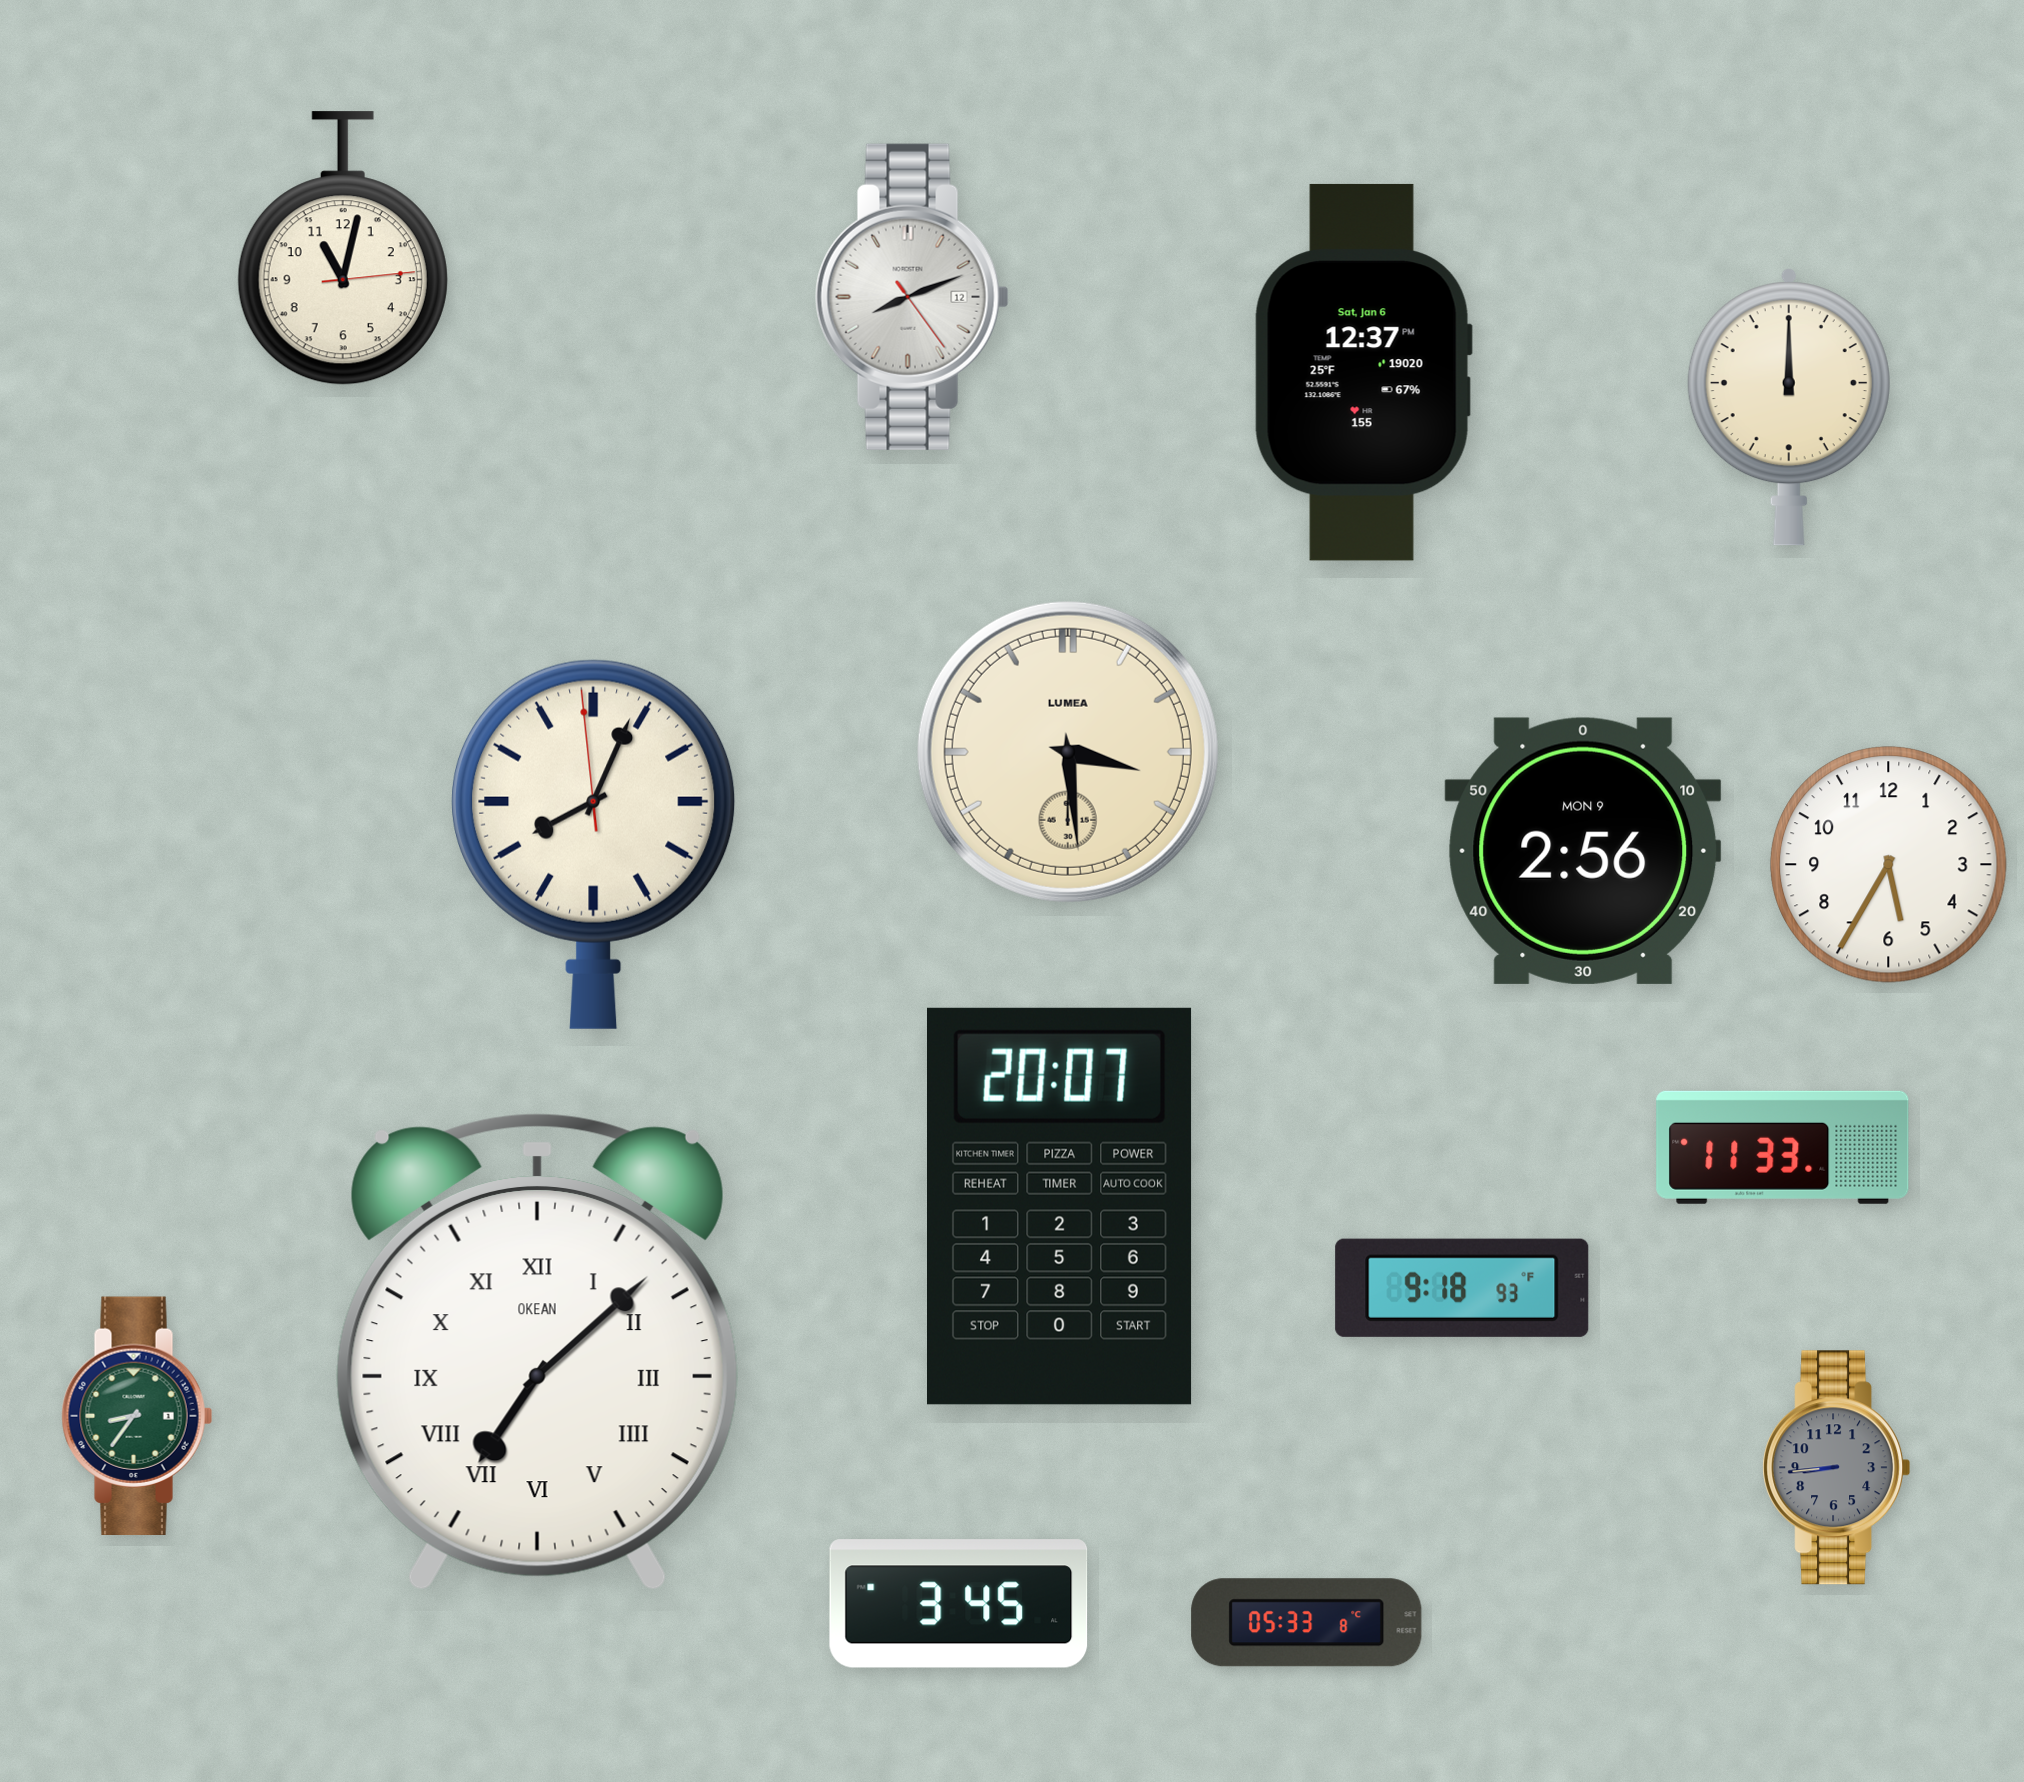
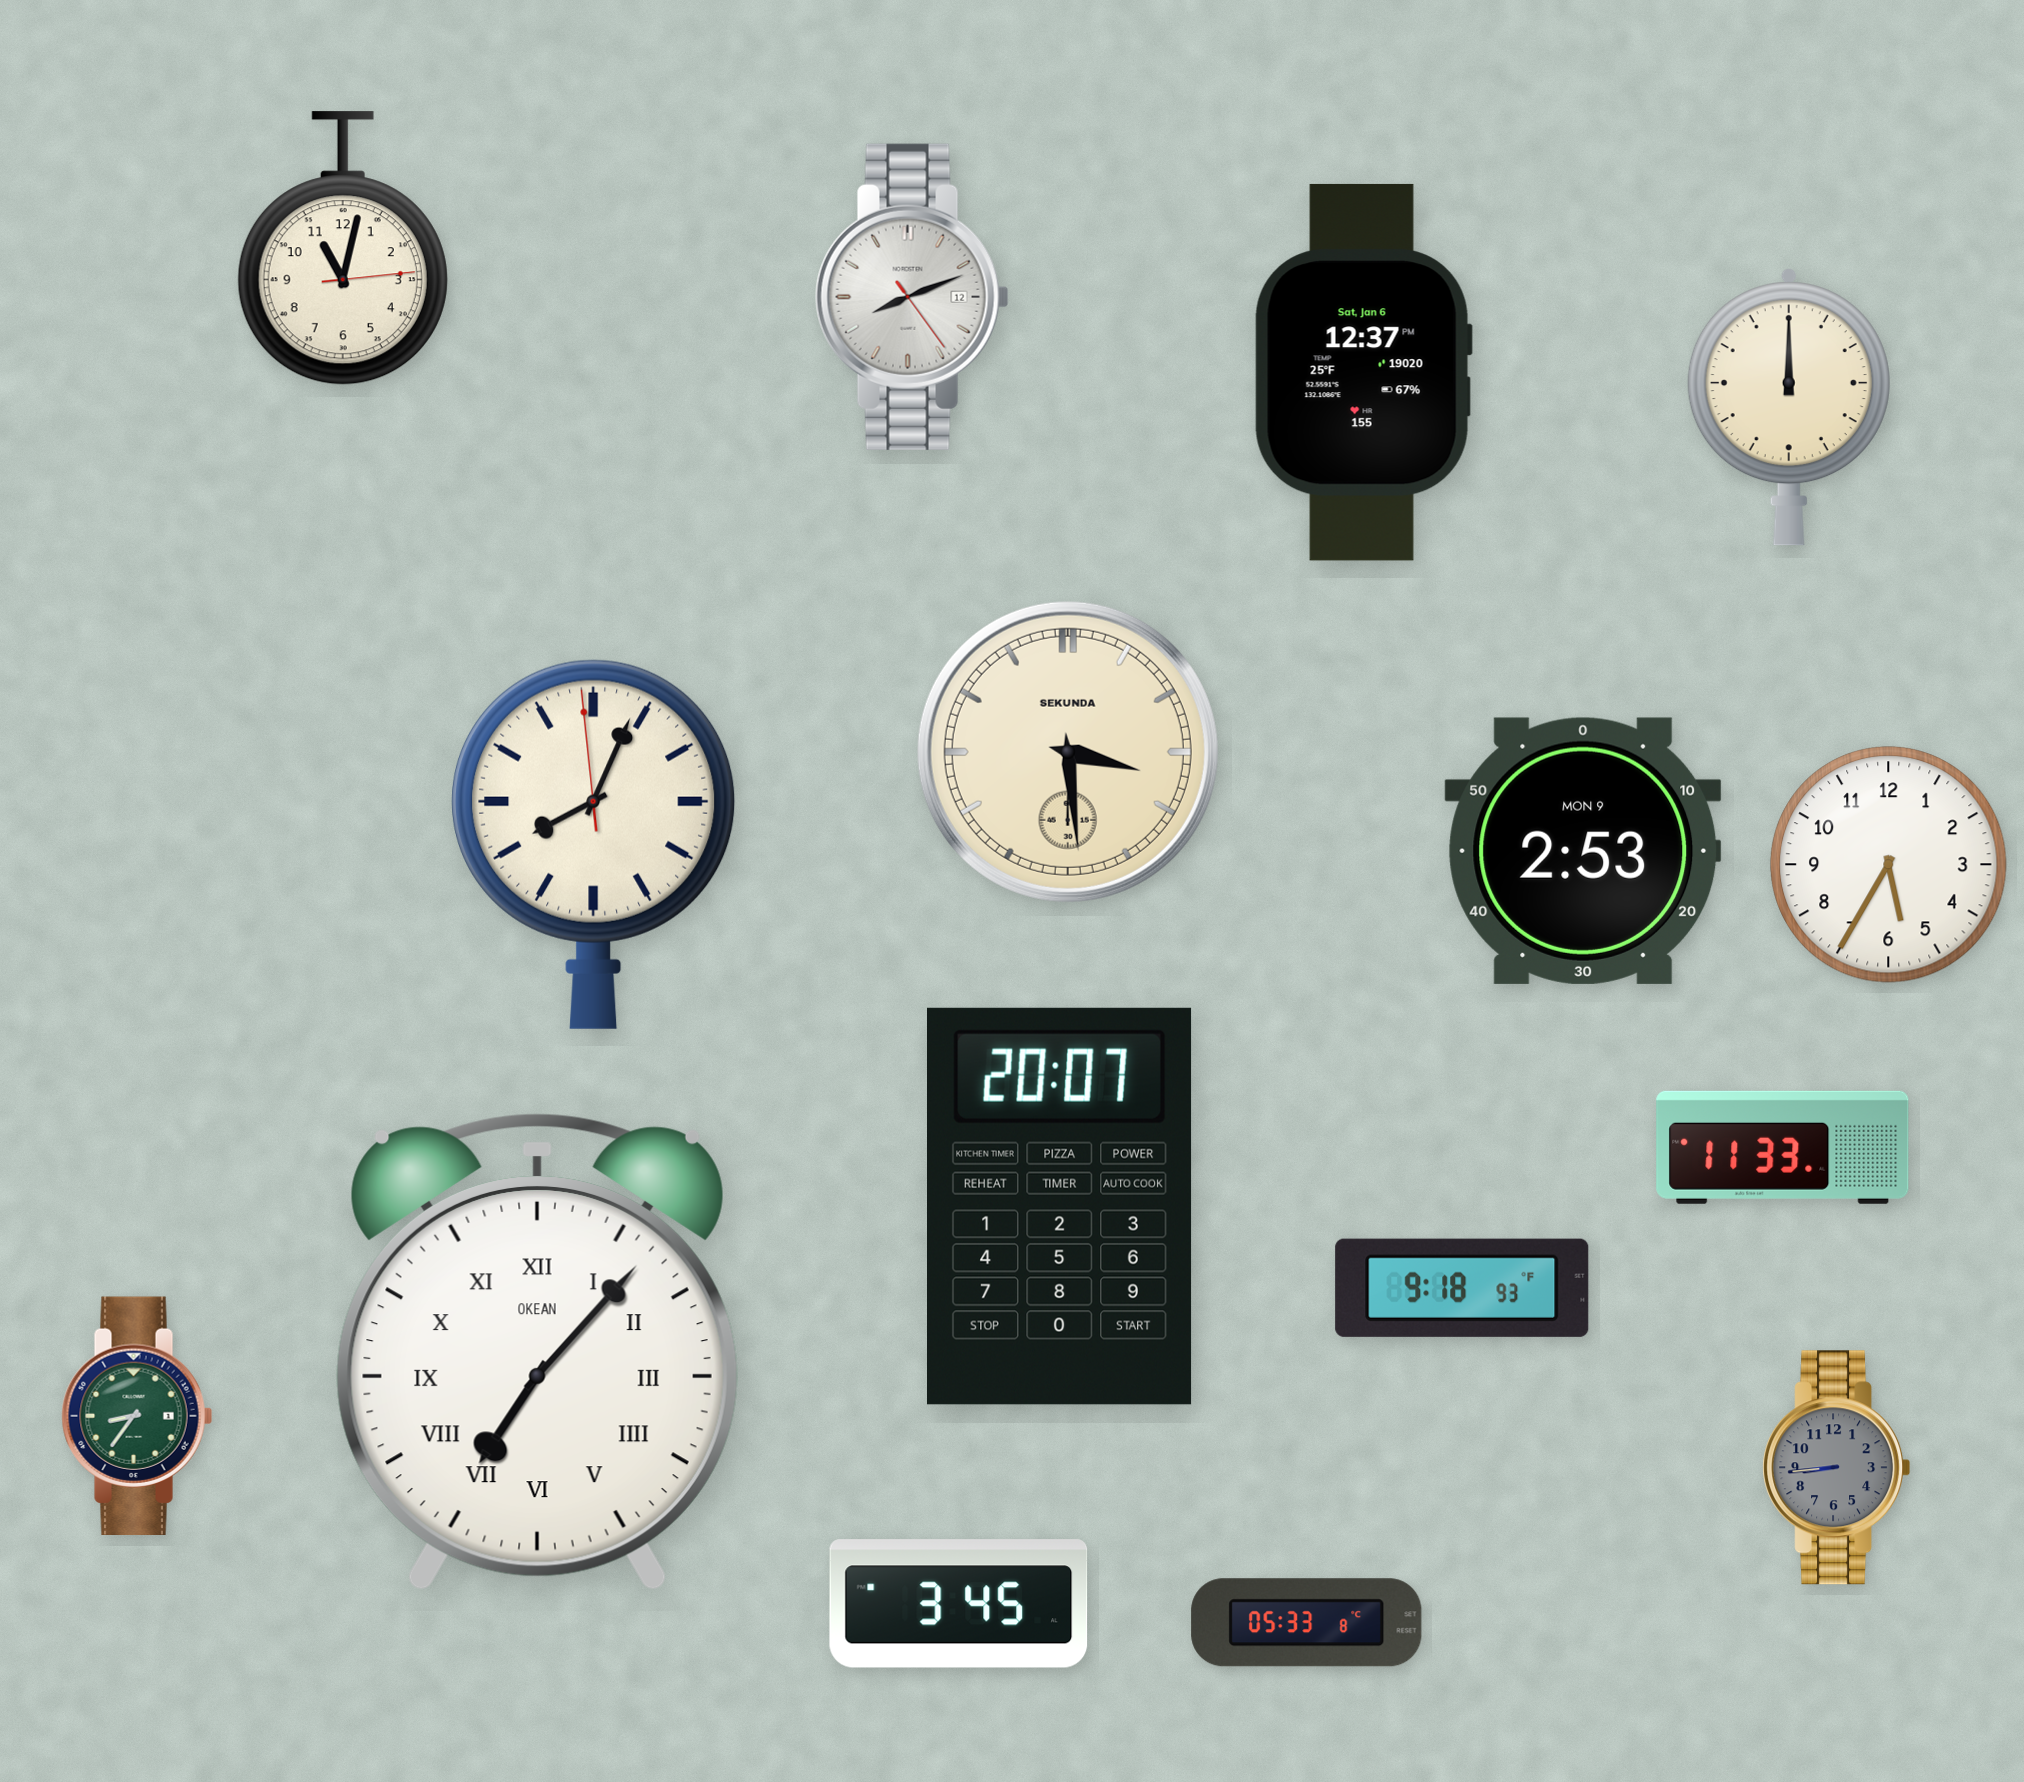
clock at (1068, 752) brand: LUMEA -> SEKUNDA
clock at (1583, 851): 2:56 -> 2:53
clock at (537, 1351): 7:08 -> 7:07
